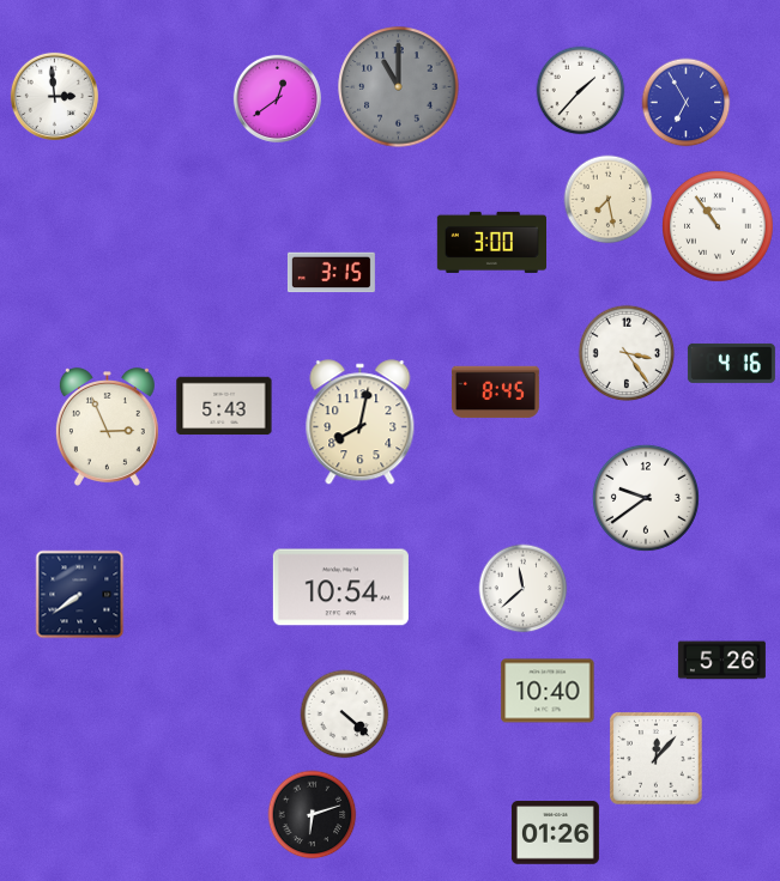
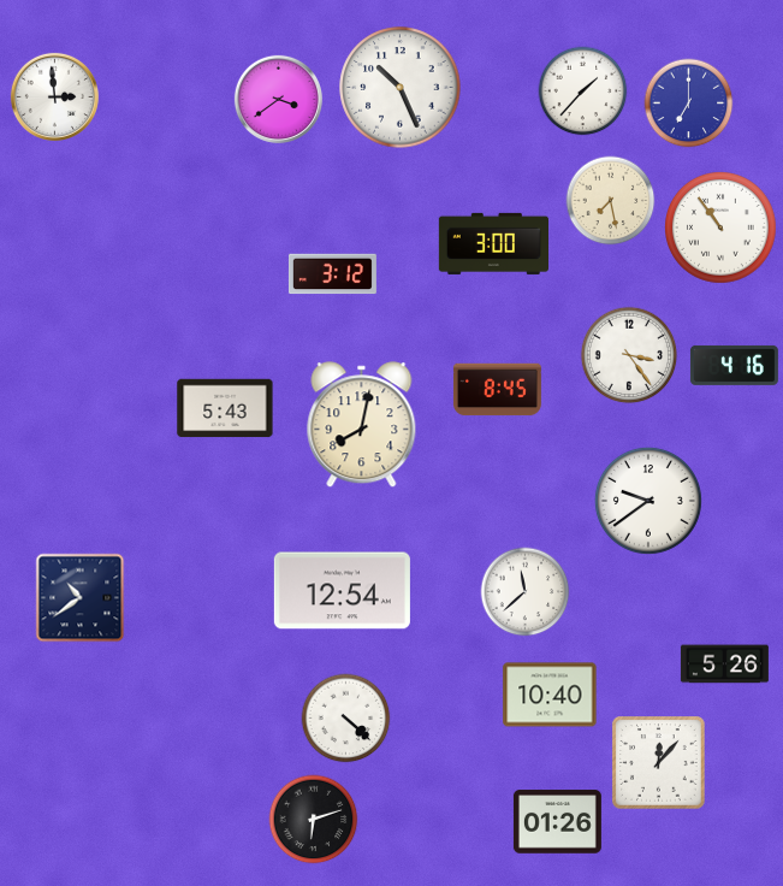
clock at (399, 87): 11:00 -> 10:26
clock at (399, 87) dial: grey -> white
clock at (277, 98): 12:39 -> 3:39
clock at (687, 103): 6:55 -> 7:00
clock at (331, 273): 3:15 -> 3:12
clock at (495, 393) position: (495, 393) -> (497, 390)
clock at (107, 427): 2:56 -> none
clock at (340, 588): 10:54 -> 12:54
clock at (80, 595): 7:39 -> 10:39
clock at (555, 833) position: (555, 833) -> (557, 822)
